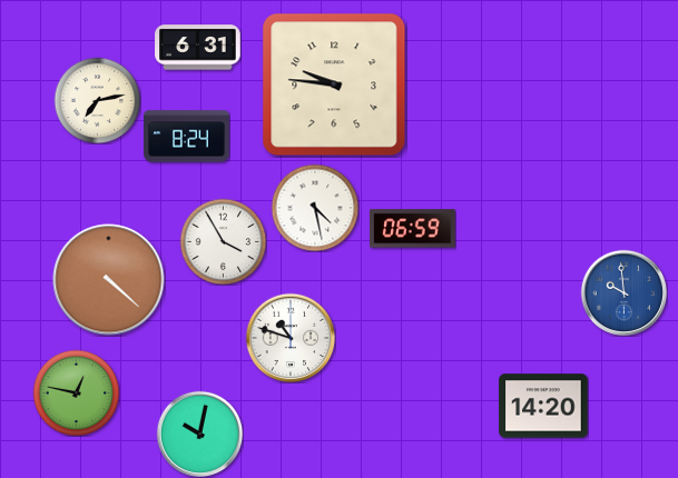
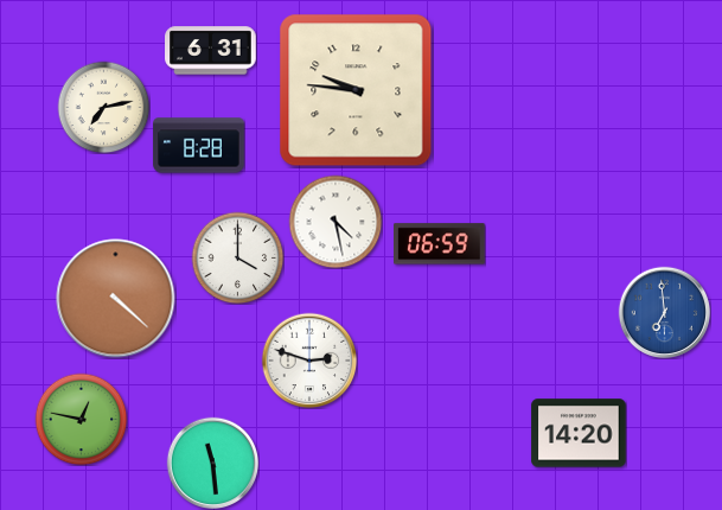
clock at (187, 137): 8:24 -> 8:28
clock at (223, 241): 3:55 -> 4:00
clock at (623, 292): 9:59 -> 6:59
clock at (291, 338): 10:48 -> 2:48
clock at (199, 434): 10:02 -> 11:29
